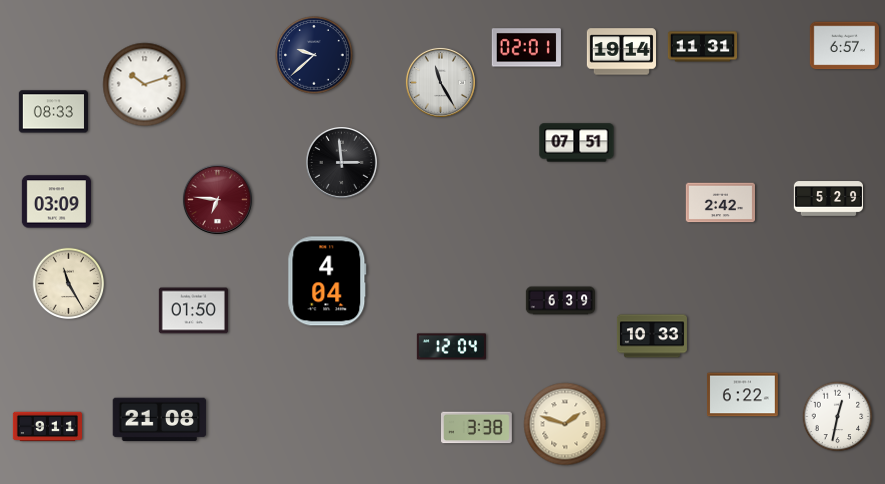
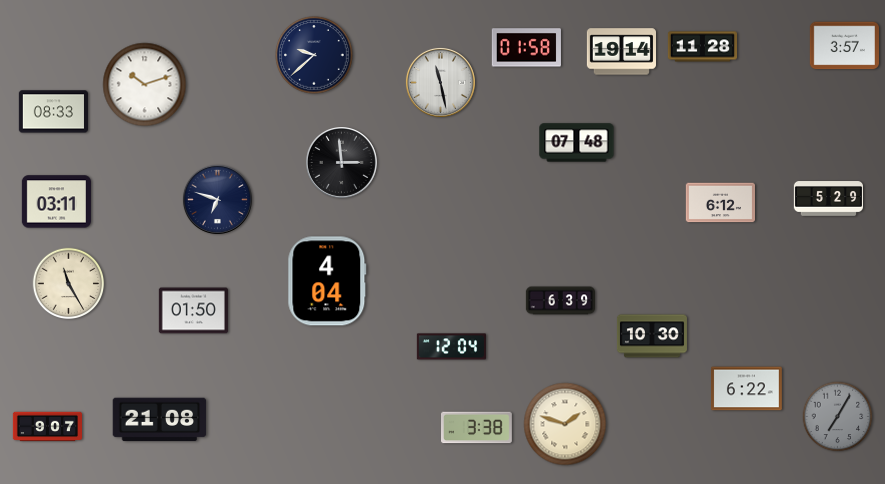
clock at (844, 46): 6:57 -> 3:57
clock at (702, 47): 11:31 -> 11:28
clock at (526, 48): 02:01 -> 01:58
clock at (440, 82): 11:25 -> 11:28
clock at (577, 143): 07:51 -> 07:48
clock at (217, 199): 6:46 -> 6:48
clock at (217, 199) dial: burgundy -> navy
clock at (56, 202): 03:09 -> 03:11
clock at (720, 203): 2:42 -> 6:12
clock at (652, 336): 10:33 -> 10:30
clock at (743, 395) position: (743, 395) -> (747, 389)
clock at (838, 417): 12:32 -> 7:05
clock at (838, 417) dial: white -> grey
clock at (47, 427): 9:11 -> 9:07
